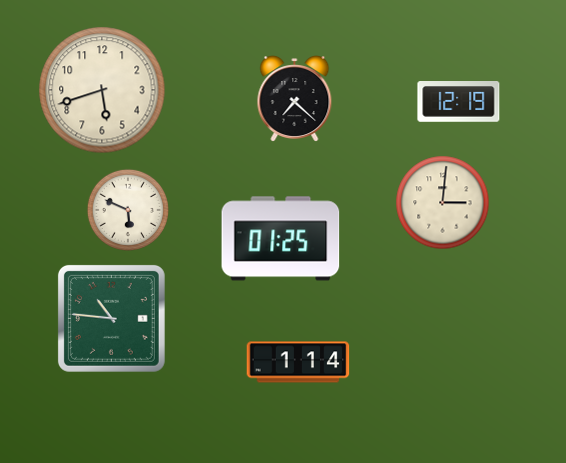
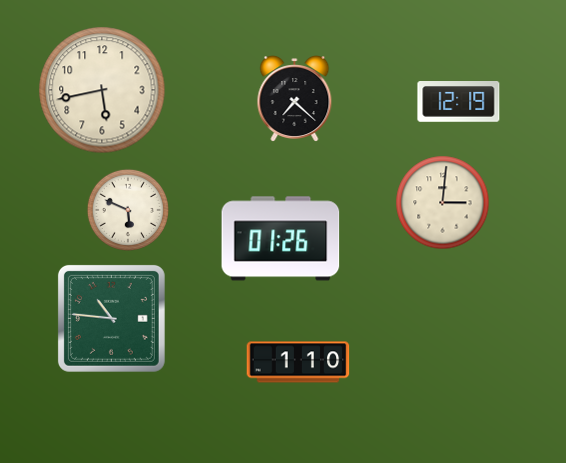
clock at (102, 90): 5:42 -> 5:43
clock at (281, 239): 01:25 -> 01:26
clock at (298, 362): 1:14 -> 1:10
